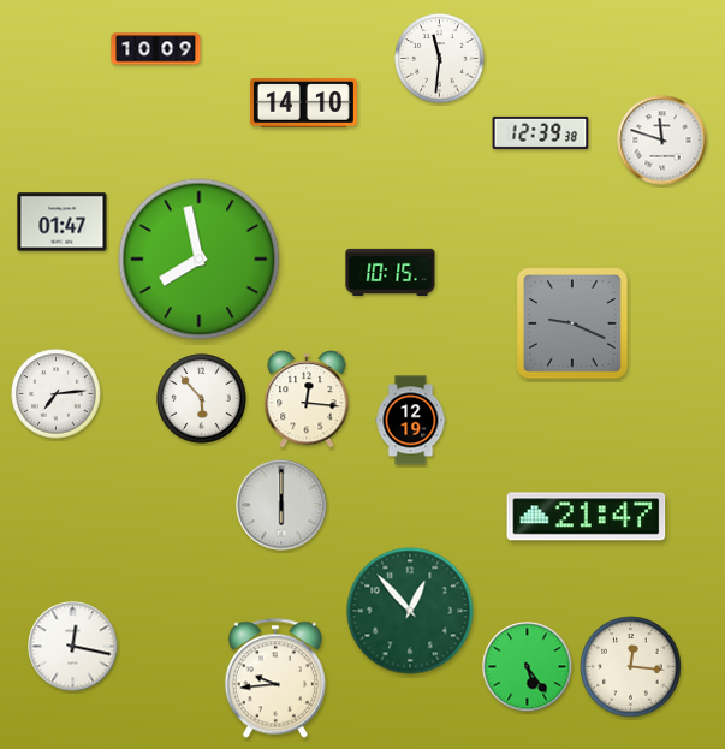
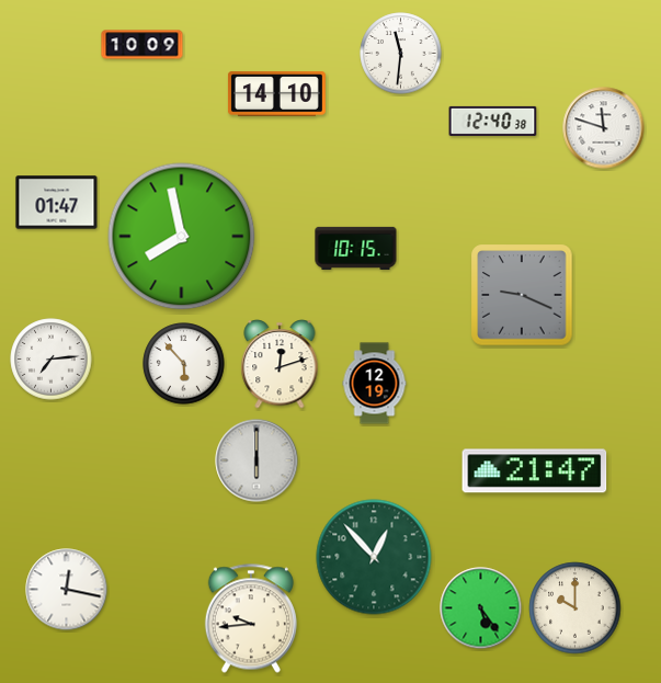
clock at (541, 132): 12:39 -> 12:40
clock at (307, 399): 12:16 -> 12:12
clock at (631, 667): 12:16 -> 10:00
